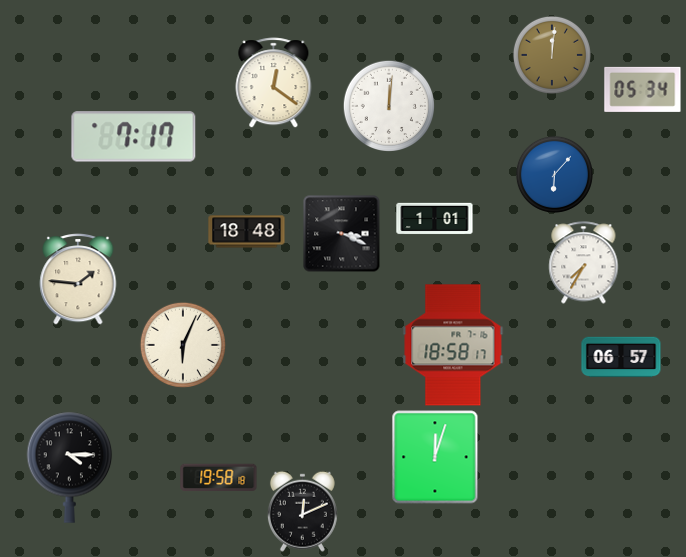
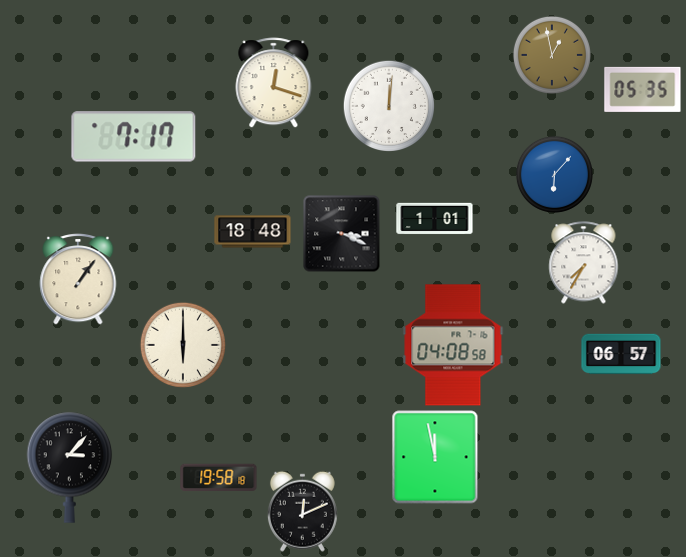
clock at (552, 55): 12:01 -> 12:58
clock at (274, 83): 12:21 -> 12:18
clock at (643, 89): 05:34 -> 05:35
clock at (247, 232) position: (247, 232) -> (253, 232)
clock at (78, 280): 1:46 -> 1:06
clock at (183, 345): 6:04 -> 6:00
clock at (453, 345): 18:58 -> 04:08
clock at (621, 357) position: (621, 357) -> (621, 354)
clock at (435, 457): 12:03 -> 11:58
clock at (70, 467): 4:15 -> 3:07
